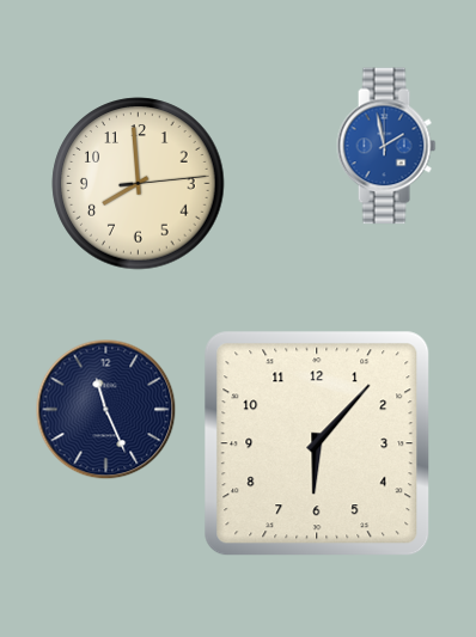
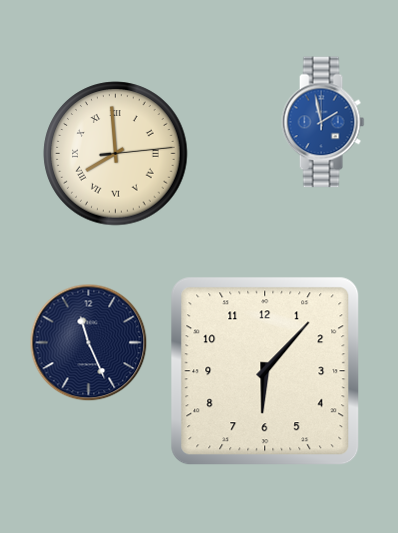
clock at (139, 184) numerals: Arabic -> Roman
